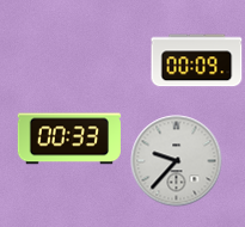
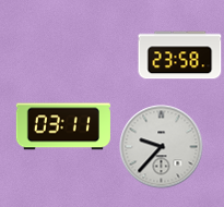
clock at (197, 61): 00:09 -> 23:58
clock at (69, 139): 00:33 -> 03:11
